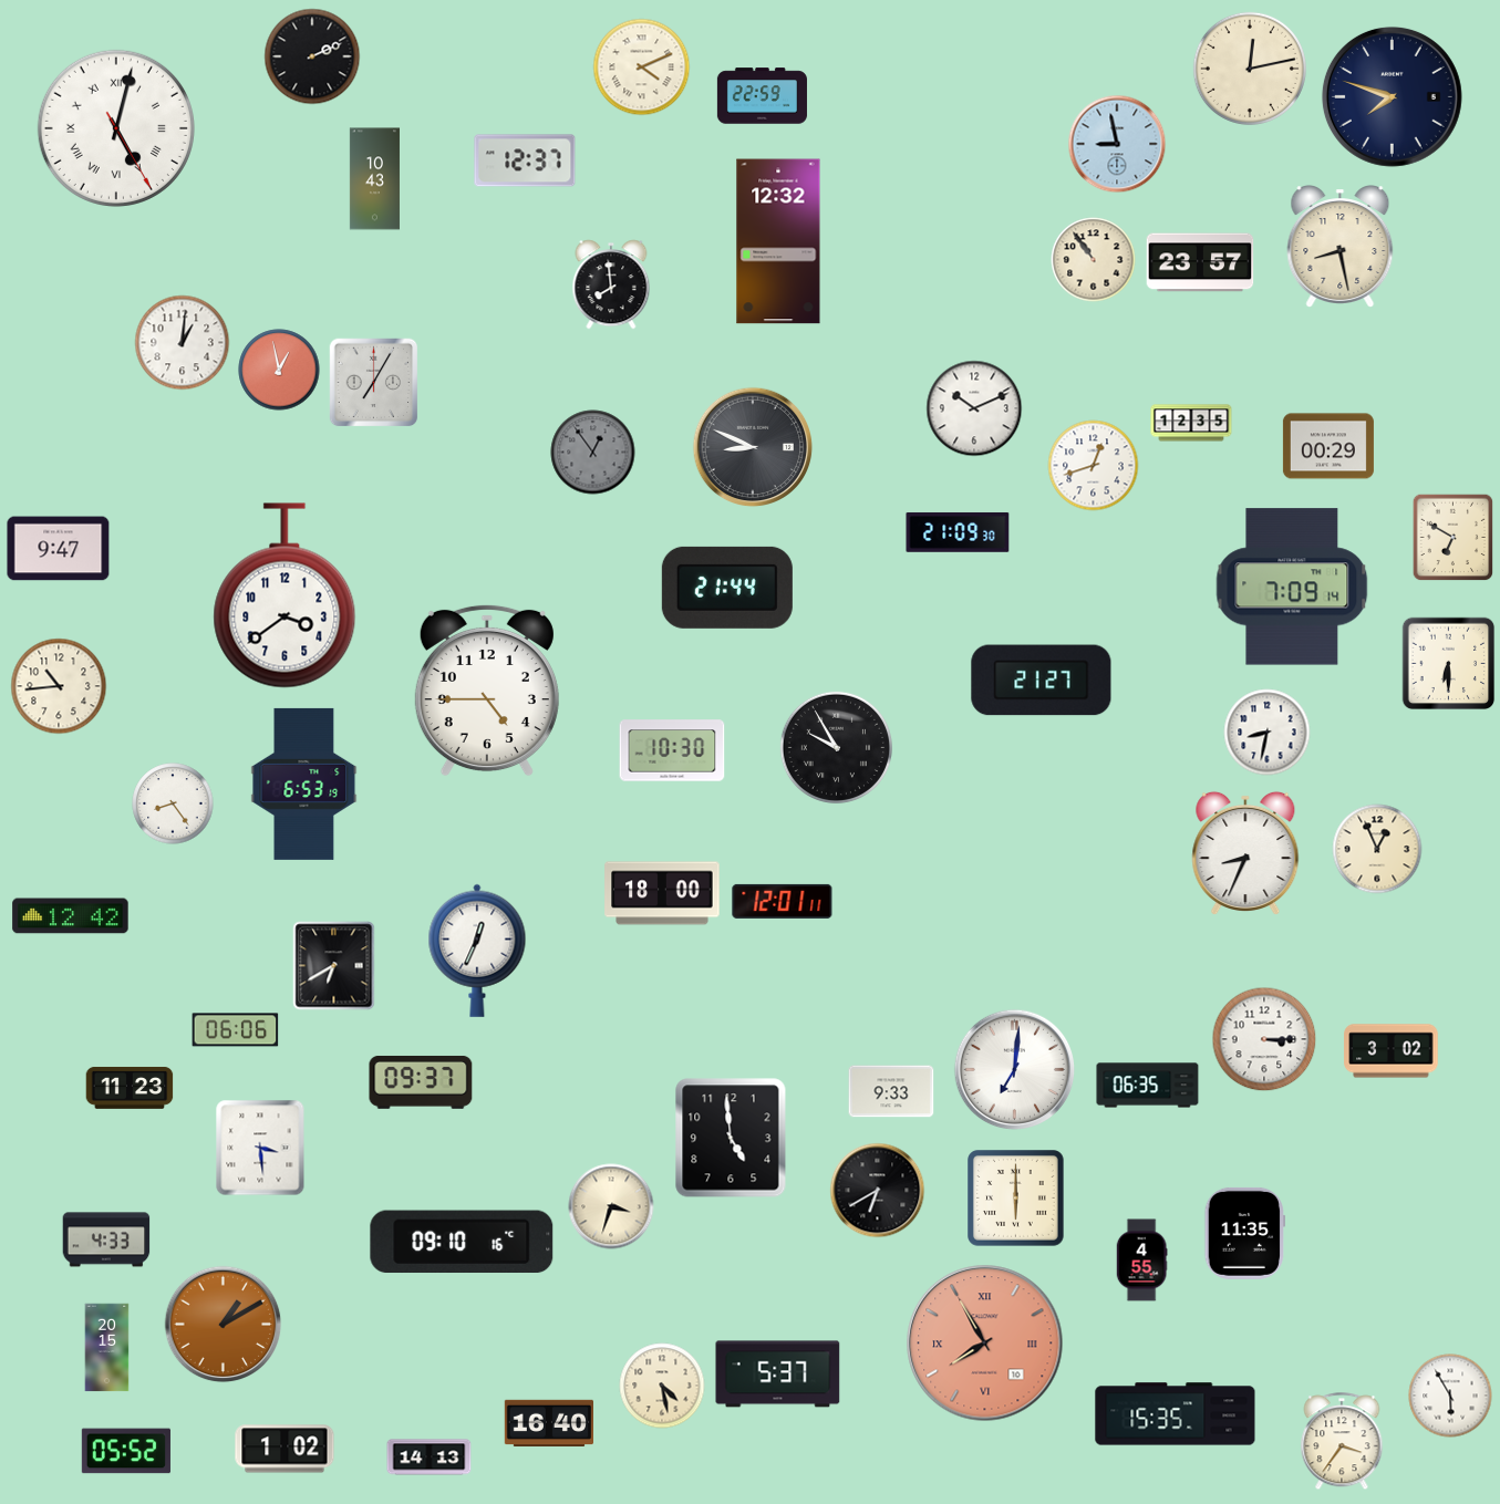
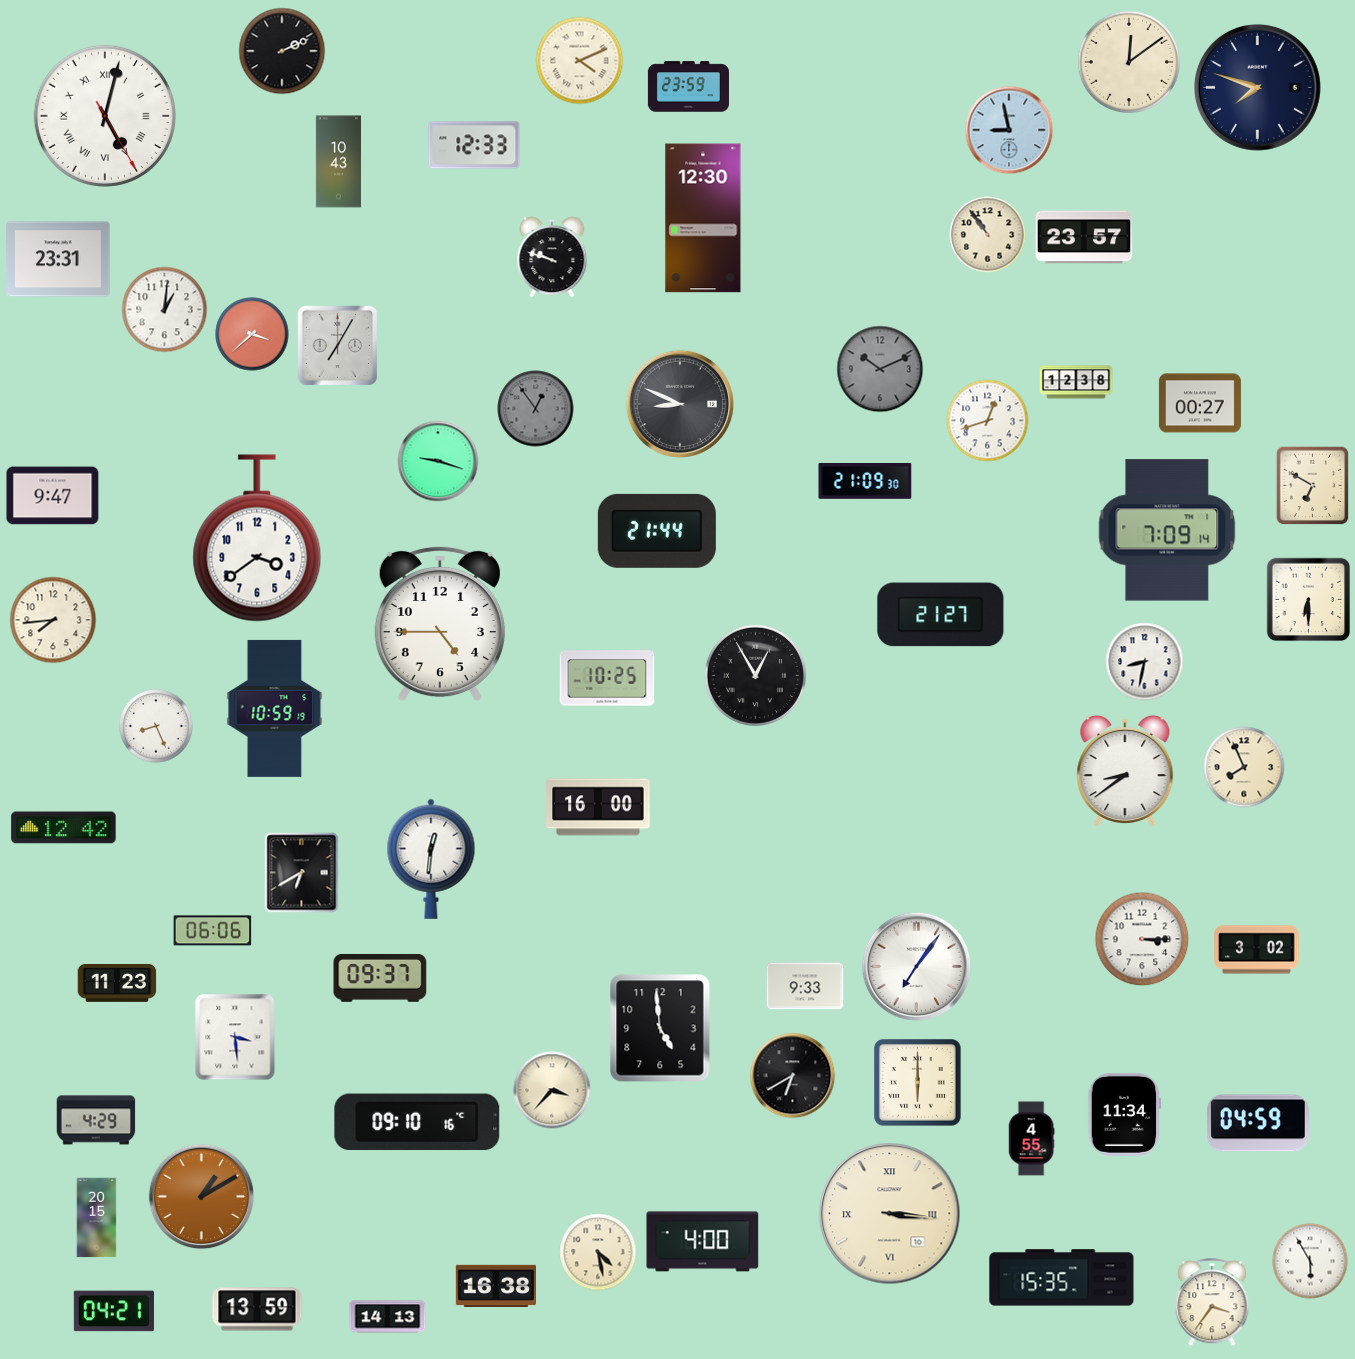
clock at (1250, 69): 12:13 -> 12:09
clock at (762, 96): 22:59 -> 23:59
clock at (525, 160): 12:37 -> 12:33
clock at (778, 241): 12:32 -> 12:30
clock at (1341, 247): 8:28 -> none
clock at (611, 284): 7:59 -> 9:48
clock at (58, 259): none -> 23:31
clock at (279, 370): 12:58 -> 3:38
clock at (974, 408) dial: white -> grey
clock at (1191, 423): 12:35 -> 12:38
clock at (1328, 446): 00:29 -> 00:27
clock at (438, 461): none -> 9:18
clock at (59, 686): 10:44 -> 7:44
clock at (836, 747): 9:55 -> 12:55
clock at (672, 750): 10:30 -> 10:25
clock at (304, 784): 6:53 -> 10:59
clock at (173, 803): 8:24 -> 8:26
clock at (1377, 849): 12:56 -> 7:56
clock at (1245, 852): 8:34 -> 8:39
clock at (662, 893): 18:00 -> 16:00
clock at (783, 901): 12:01 -> none
clock at (477, 951): 12:34 -> 12:31
clock at (1014, 1069): 7:01 -> 7:06
clock at (1148, 1086): 06:35 -> none
clock at (611, 1206): 3:33 -> 3:37
clock at (1244, 1233): 11:35 -> 11:34
clock at (106, 1239): 4:33 -> 4:29
clock at (1258, 1123): none -> 04:59
clock at (985, 1344): 7:55 -> 3:16
clock at (985, 1344) dial: salmon -> cream
clock at (778, 1375): 5:37 -> 4:00
clock at (548, 1422): 16:40 -> 16:38
clock at (285, 1449): 1:02 -> 13:59
clock at (125, 1451): 05:52 -> 04:21
